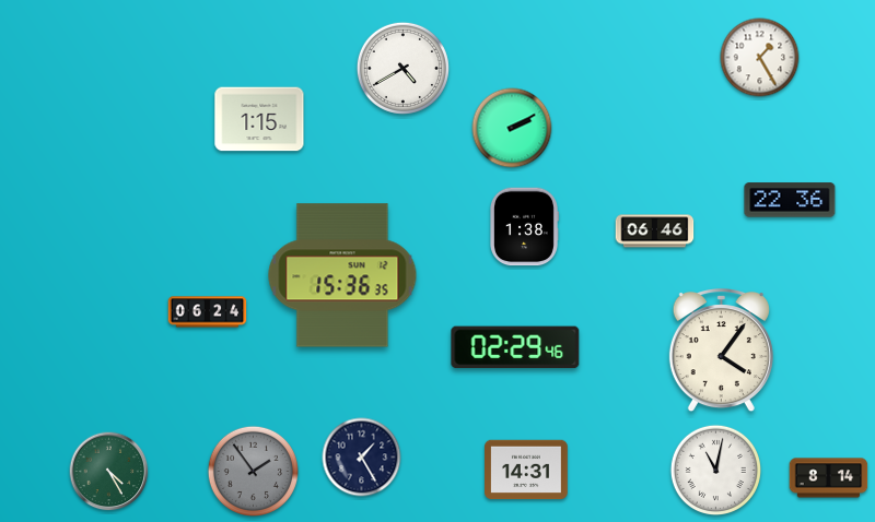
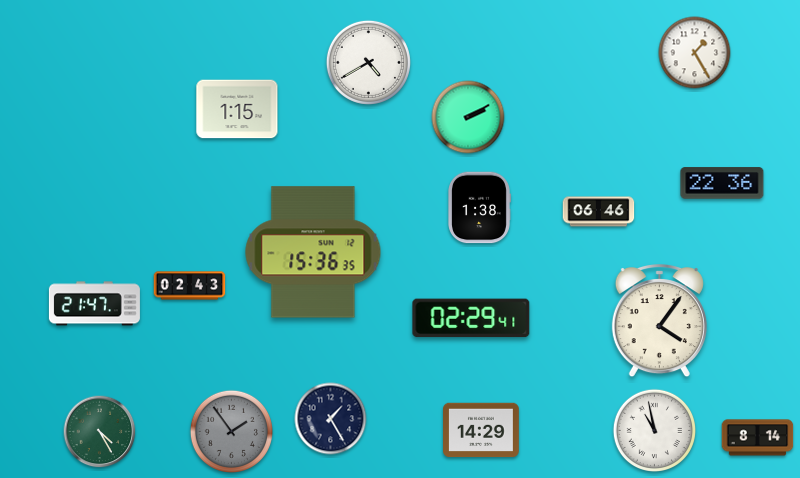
clock at (208, 312): 06:24 -> 02:43
clock at (94, 304): none -> 21:47
clock at (515, 347): 02:29:46 -> 02:29:41
clock at (527, 470): 14:31 -> 14:29
clock at (715, 470): 11:02 -> 10:58
